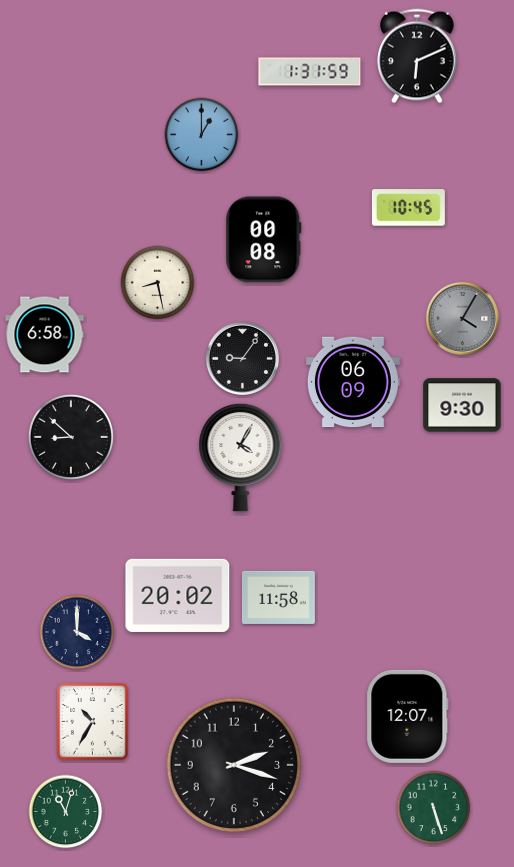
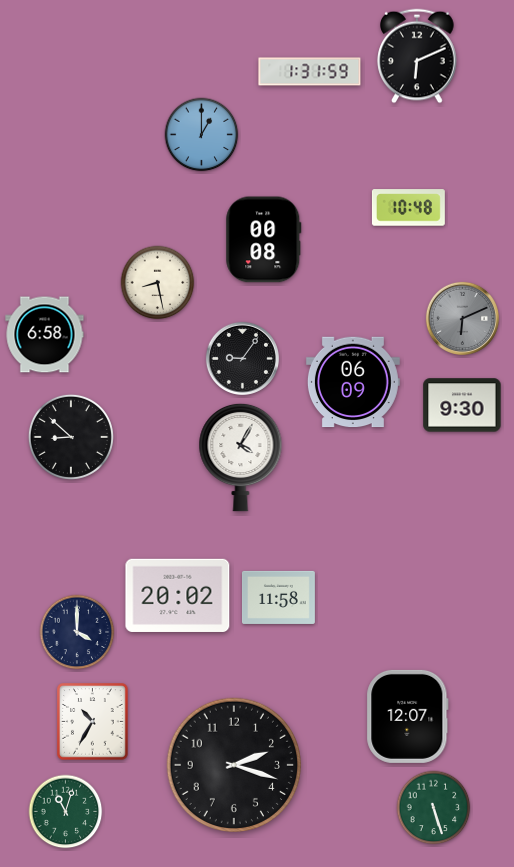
clock at (408, 208): 10:45 -> 10:48
clock at (462, 318): 4:05 -> 6:11
